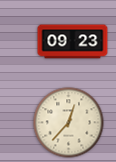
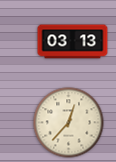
clock at (73, 42): 09:23 -> 03:13
